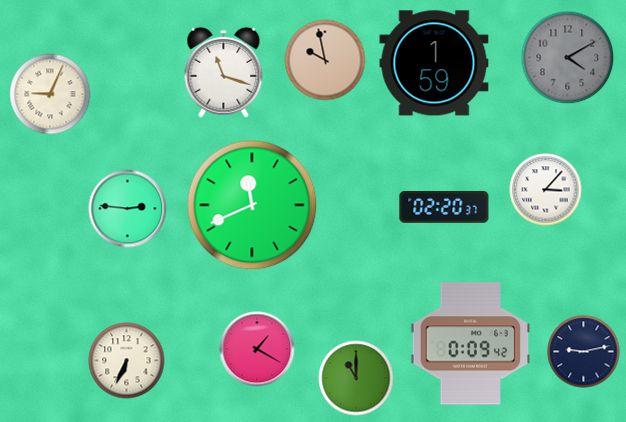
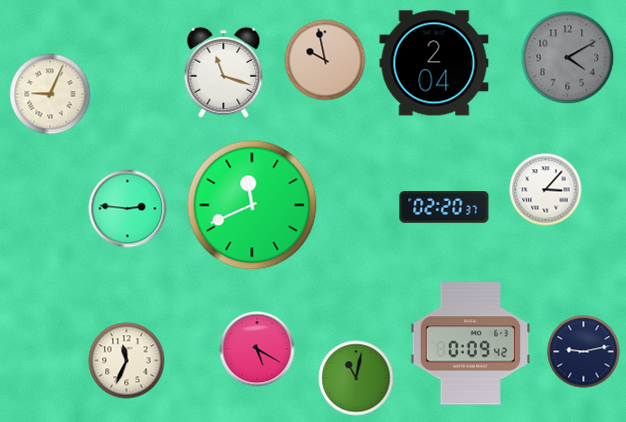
clock at (434, 63): 1:59 -> 2:04
clock at (257, 349): 1:20 -> 5:20
clock at (127, 361): 6:34 -> 11:34
clock at (356, 378): 11:00 -> 11:02
